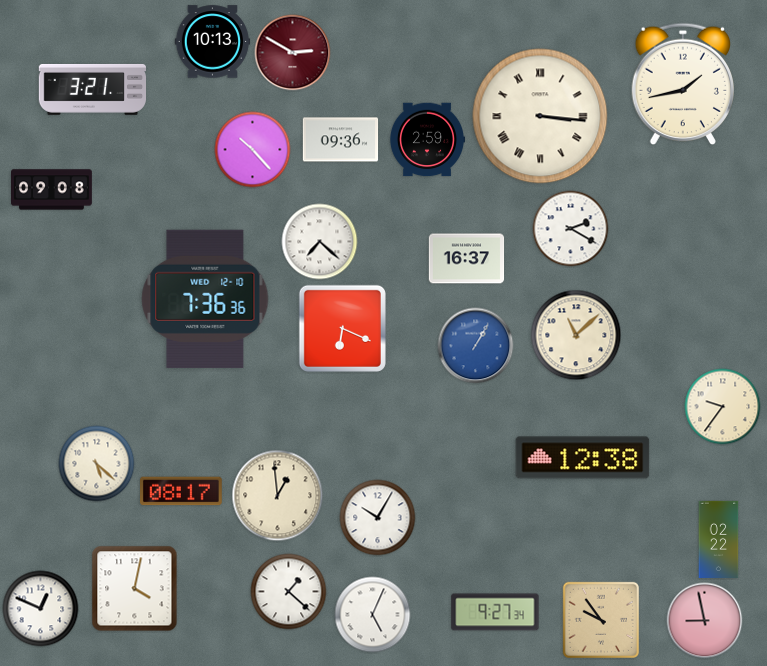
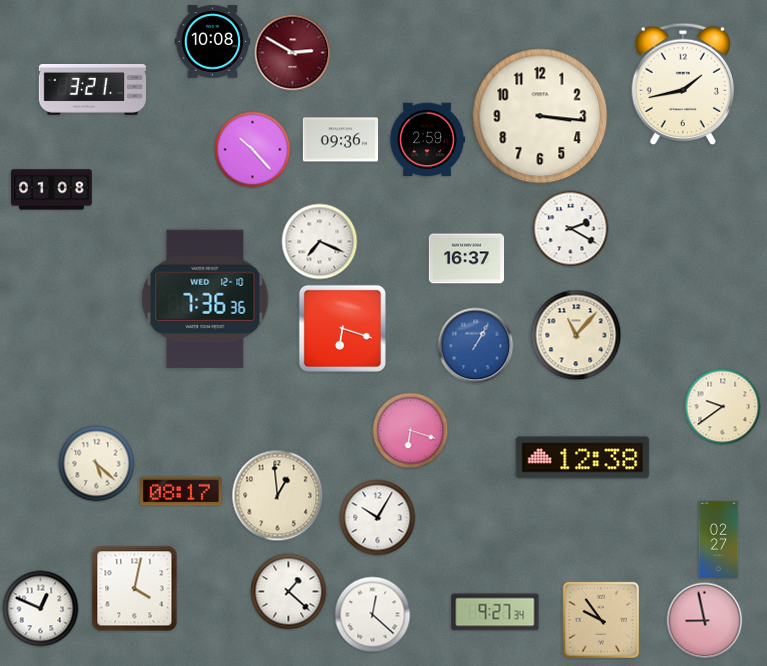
clock at (213, 42): 10:13 -> 10:08
clock at (540, 116) numerals: Roman -> Arabic
clock at (52, 190): 09:08 -> 01:08
clock at (320, 242): 7:22 -> 7:19
clock at (342, 328): 6:19 -> 6:18
clock at (576, 335): 11:08 -> 11:07
clock at (723, 407): 9:36 -> 9:39
clock at (411, 431): none -> 6:18
clock at (719, 539): 02:22 -> 02:27
clock at (373, 615): 5:04 -> 12:22
